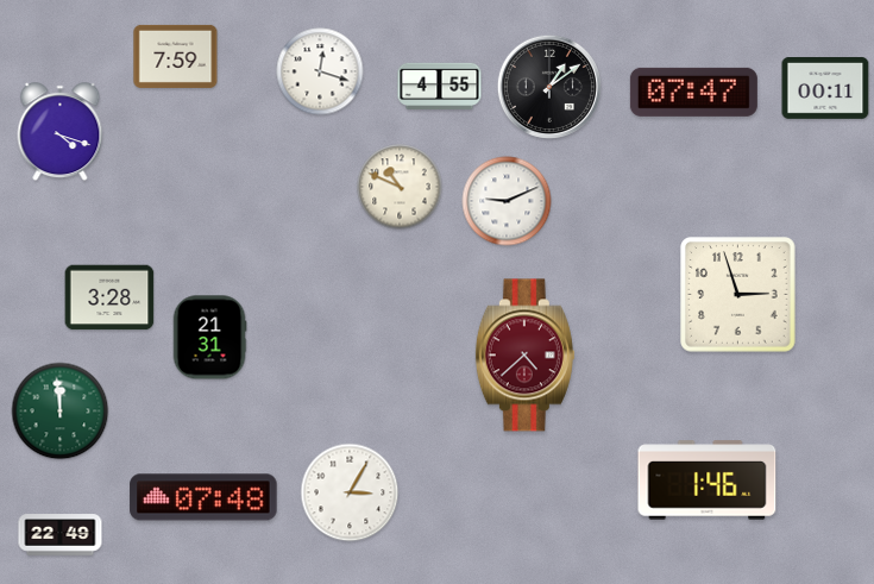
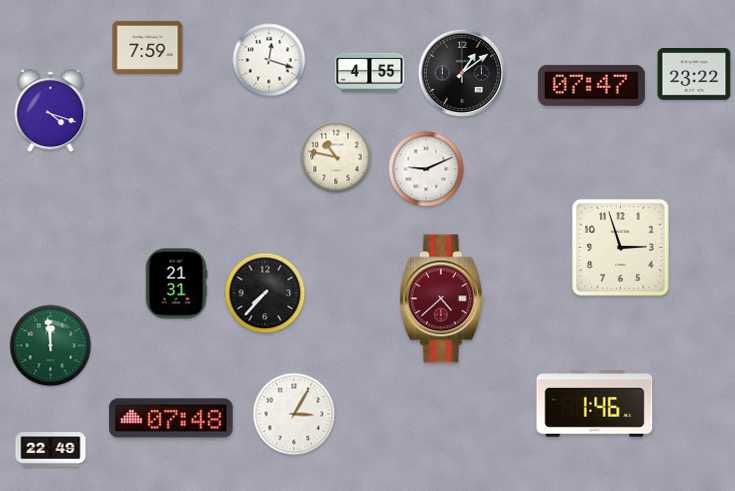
clock at (825, 89): 00:11 -> 23:22
clock at (693, 92) position: (693, 92) -> (591, 85)
clock at (400, 187): 10:49 -> 10:47
clock at (109, 297): 3:28 -> none
clock at (265, 293): none -> 7:37
